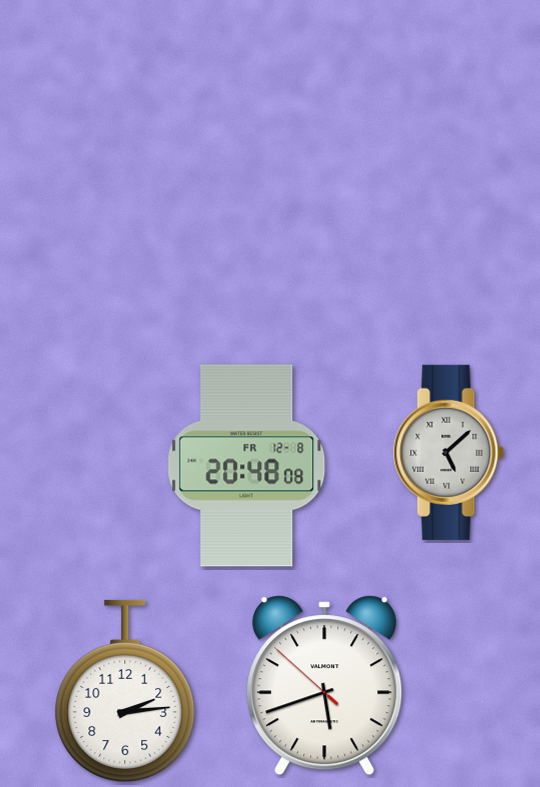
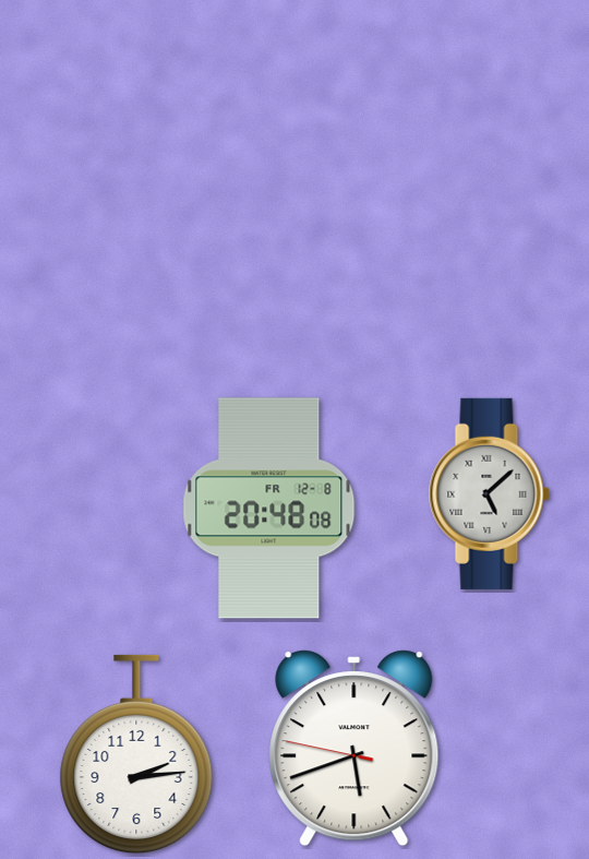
clock at (325, 686): 5:41:52 -> 5:41:47
